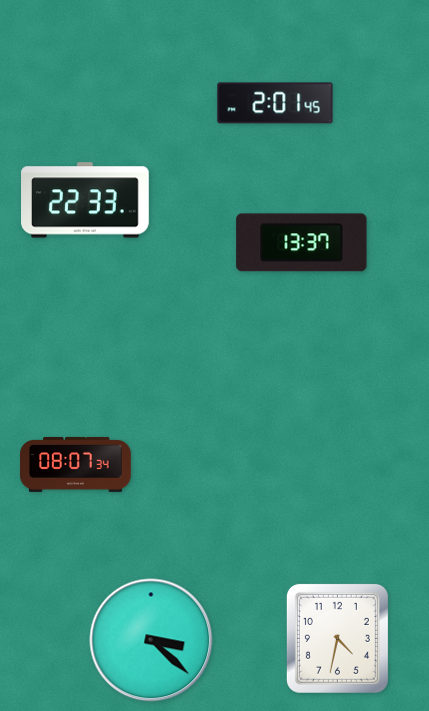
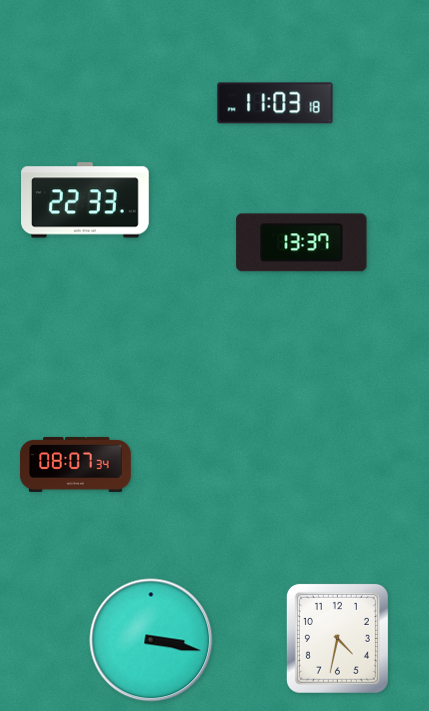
clock at (275, 103): 2:01 -> 11:03
clock at (151, 640): 3:22 -> 3:17
